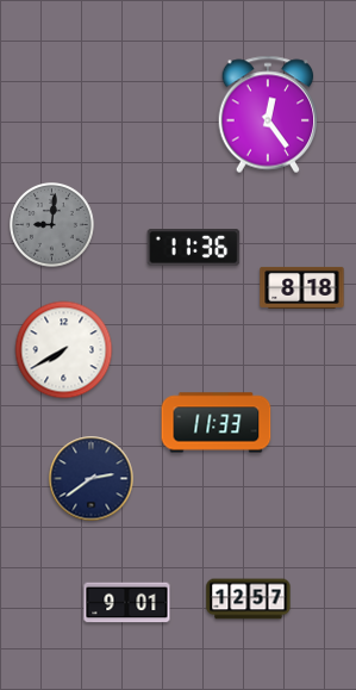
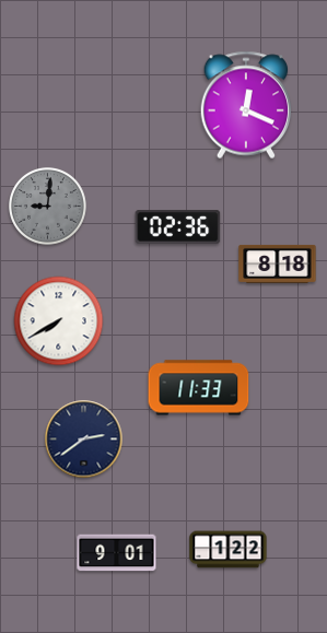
clock at (268, 114): 12:24 -> 12:19
clock at (194, 248): 11:36 -> 02:36
clock at (249, 599): 12:57 -> 1:22
